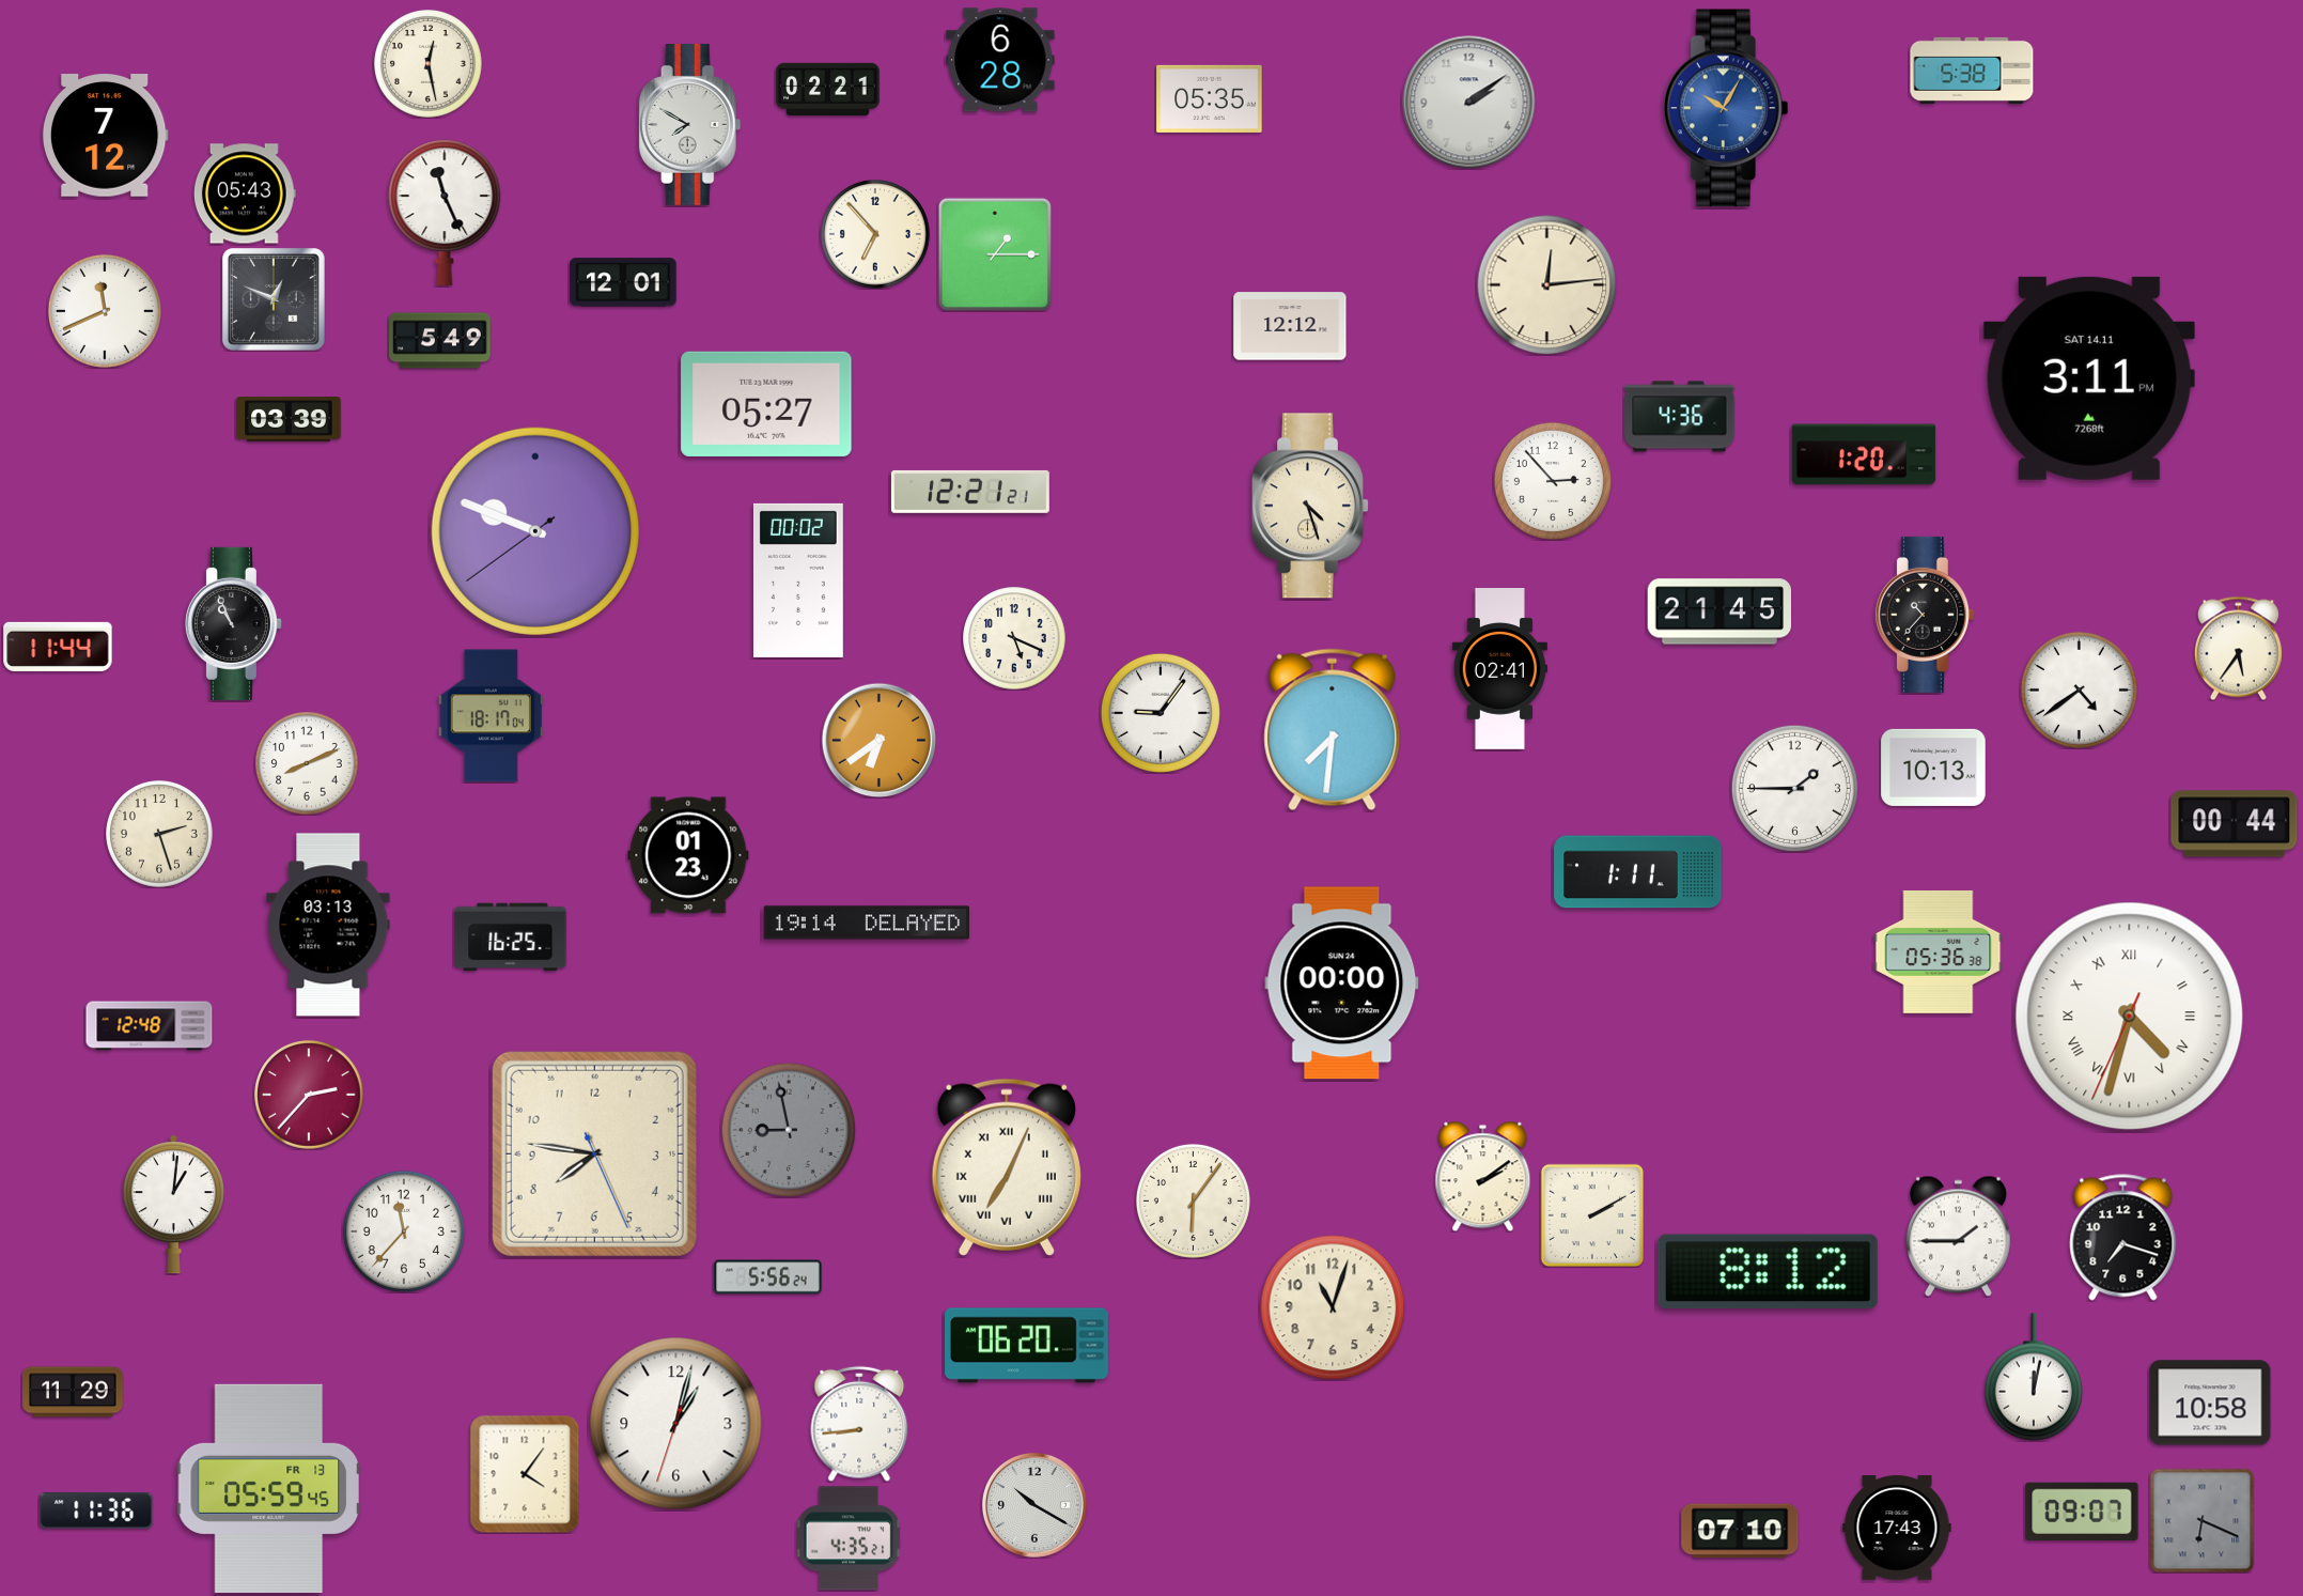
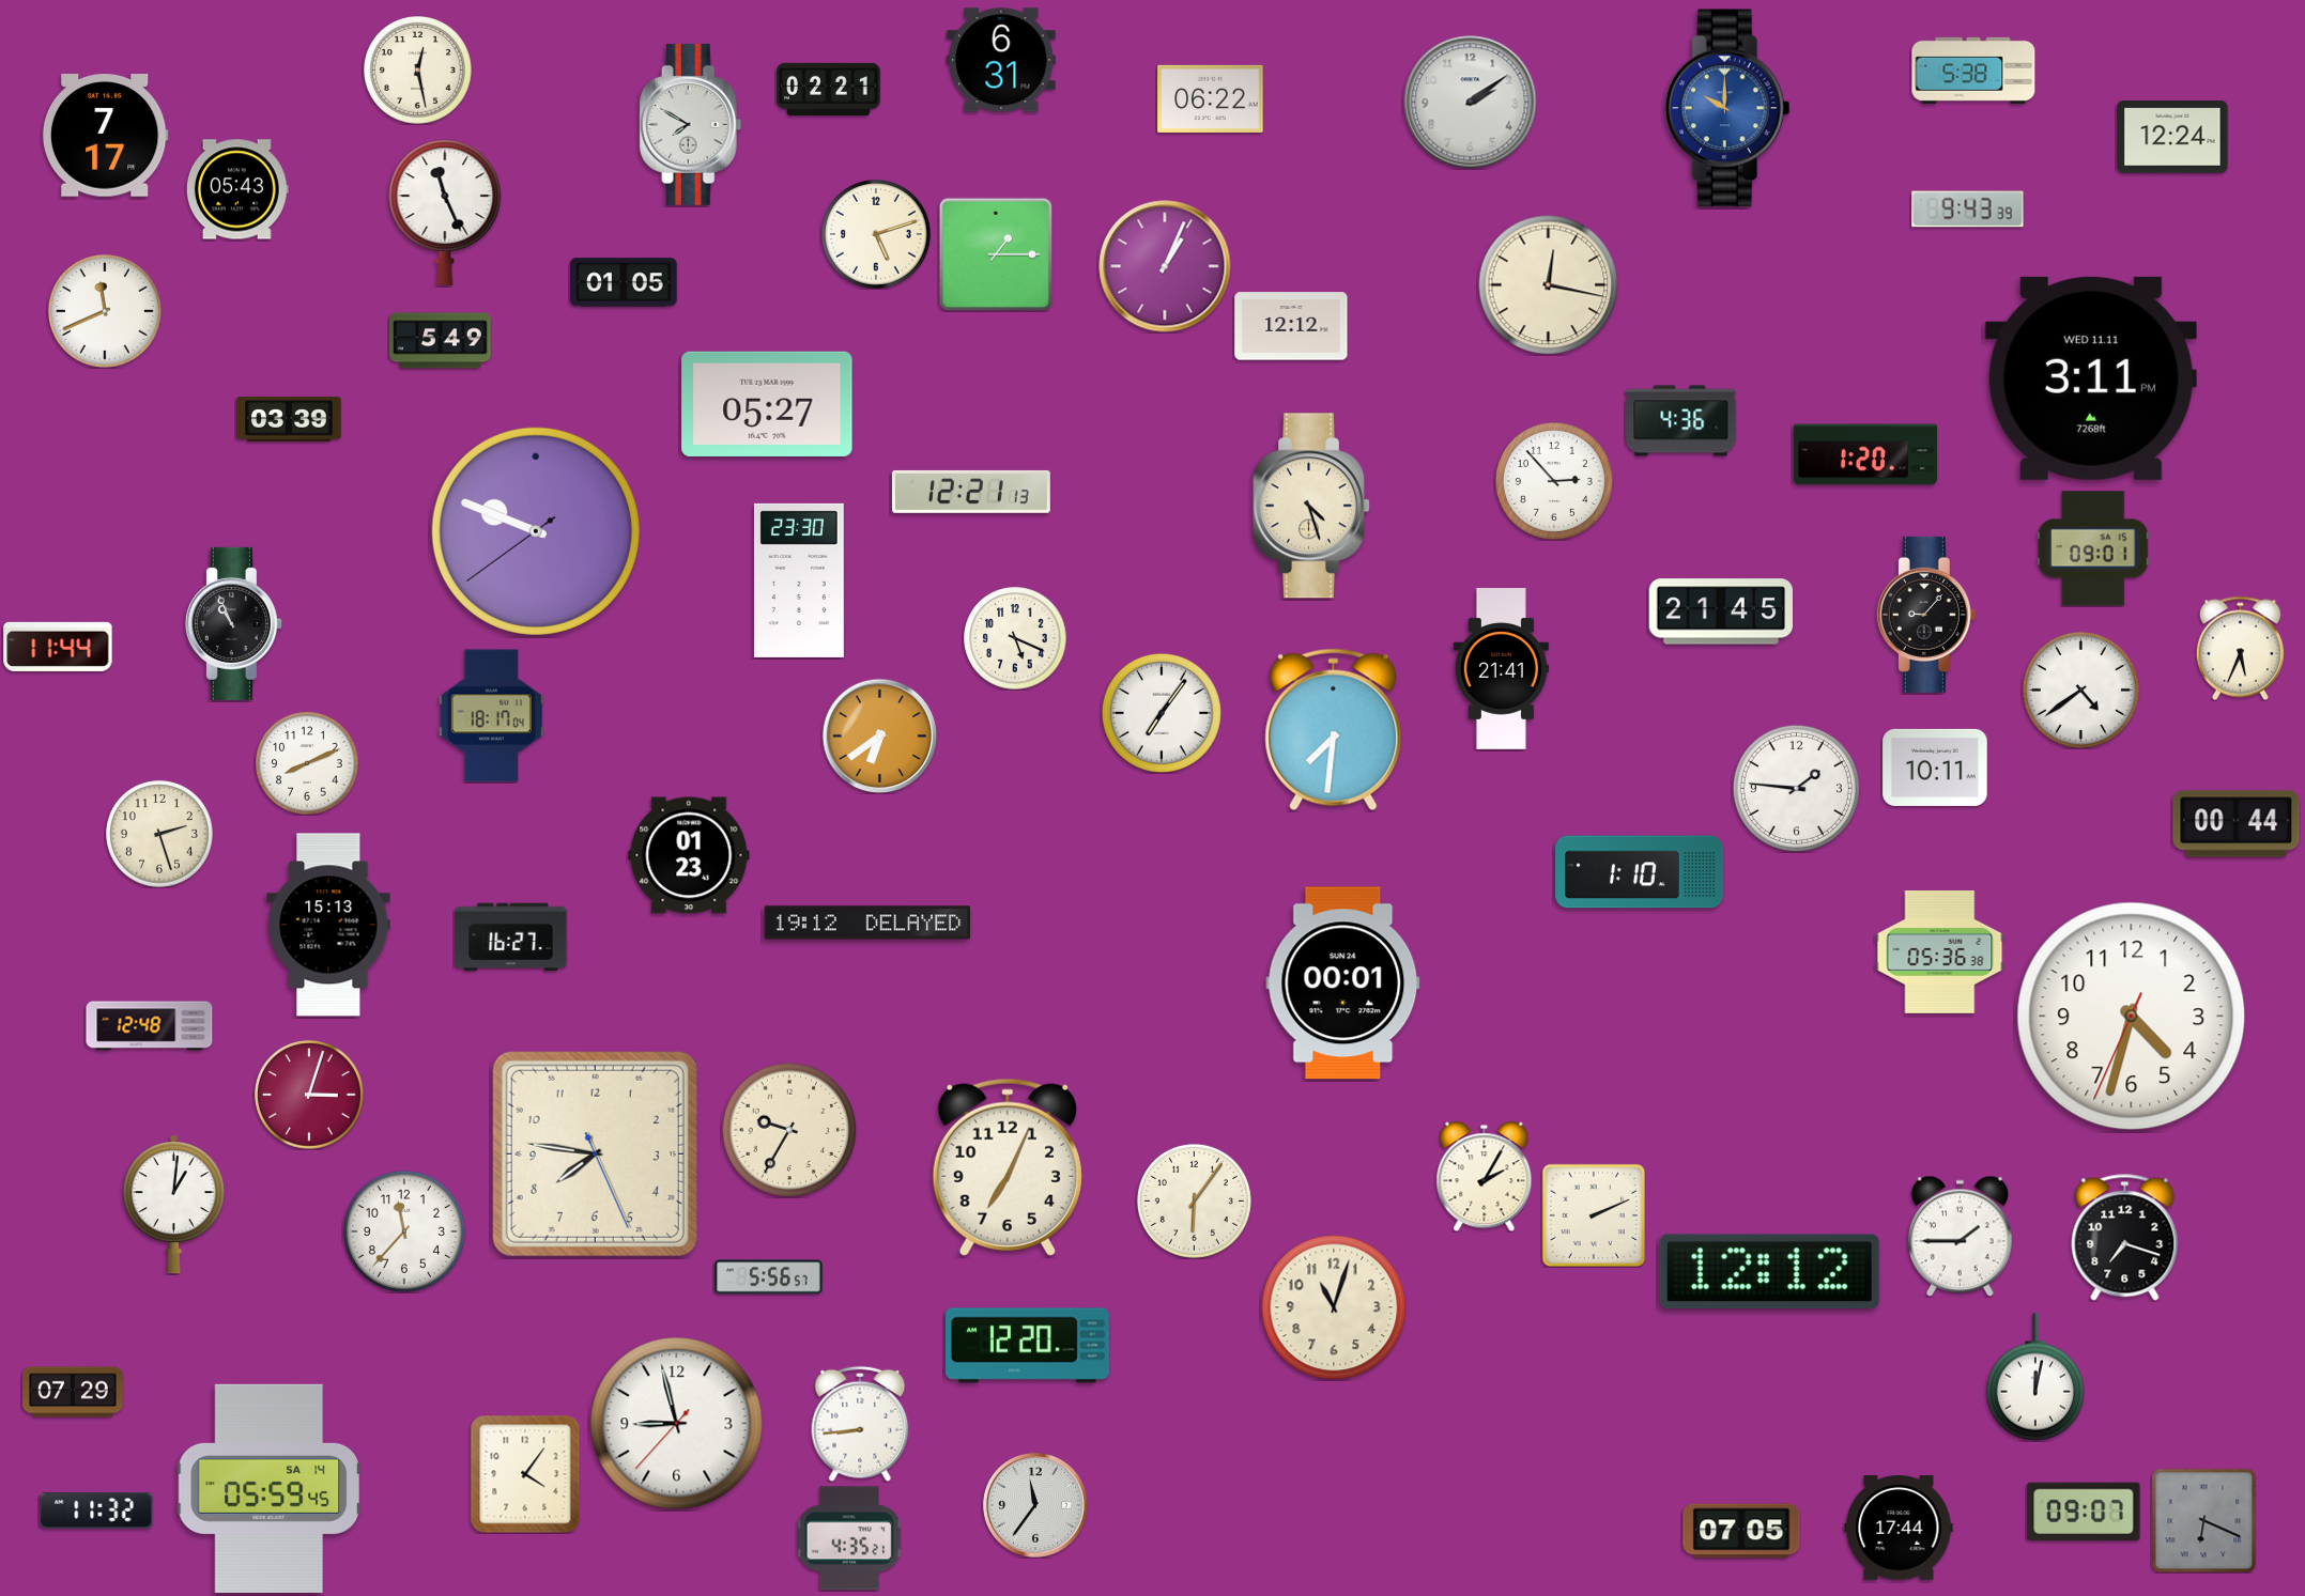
clock at (1000, 60): 6:28 -> 6:31
clock at (429, 64) position: (429, 64) -> (418, 71)
clock at (1210, 98): 05:35 -> 06:22
clock at (1726, 108): 10:05 -> 10:00
clock at (105, 136): 7:12 -> 7:17
clock at (2172, 137): none -> 12:24
clock at (245, 193) position: (245, 193) -> (237, 189)
clock at (1968, 210): none -> 9:43
clock at (876, 235): 6:53 -> 5:12
clock at (1165, 266): none -> 1:04
clock at (623, 282): 12:01 -> 01:05
clock at (1547, 285): 12:14 -> 12:17
clock at (274, 299): 12:49 -> none
clock at (2089, 378) date: SAT 14.11 -> WED 11.11
clock at (1680, 417) position: (1680, 417) -> (1681, 421)
clock at (970, 492): 12:21:21 -> 12:21:13
clock at (2093, 548): none -> 09:01
clock at (798, 580): 00:02 -> 23:30
clock at (1925, 615): 10:37 -> 9:07
clock at (2238, 648): 5:36 -> 5:34
clock at (1499, 669): 02:41 -> 21:41
clock at (1161, 713): 9:06 -> 7:06
clock at (878, 740) position: (878, 740) -> (879, 735)
clock at (1933, 768): 10:13 -> 10:11
clock at (1794, 788): 1:45 -> 1:46
clock at (1638, 872): 1:11 -> 1:10
clock at (867, 923): 19:14 -> 19:12
clock at (328, 925): 03:13 -> 15:13
clock at (511, 938): 16:25 -> 16:27
clock at (1342, 983): 00:00 -> 00:01
clock at (2130, 1017) numerals: Roman -> Arabic
clock at (310, 1096): 2:37 -> 3:03
clock at (789, 1130): 8:58 -> 9:35
clock at (789, 1130) dial: grey -> cream
clock at (1007, 1167) numerals: Roman -> Arabic
clock at (1483, 1176): 2:09 -> 2:05
clock at (1592, 1215): 2:10 -> 2:11
clock at (1768, 1272): 8:12 -> 12:12
clock at (768, 1277): 5:56:24 -> 5:56:57
clock at (1027, 1346): 06:20 -> 12:20
clock at (73, 1392): 11:29 -> 07:29
clock at (2210, 1403): 10:58 -> none
clock at (676, 1424): 1:02 -> 8:57
clock at (268, 1488) date: FR 13 -> SA 14
clock at (1034, 1505): 10:20 -> 11:36
clock at (96, 1510): 11:36 -> 11:32
clock at (1897, 1528): 17:43 -> 17:44
clock at (1740, 1531): 07:10 -> 07:05
